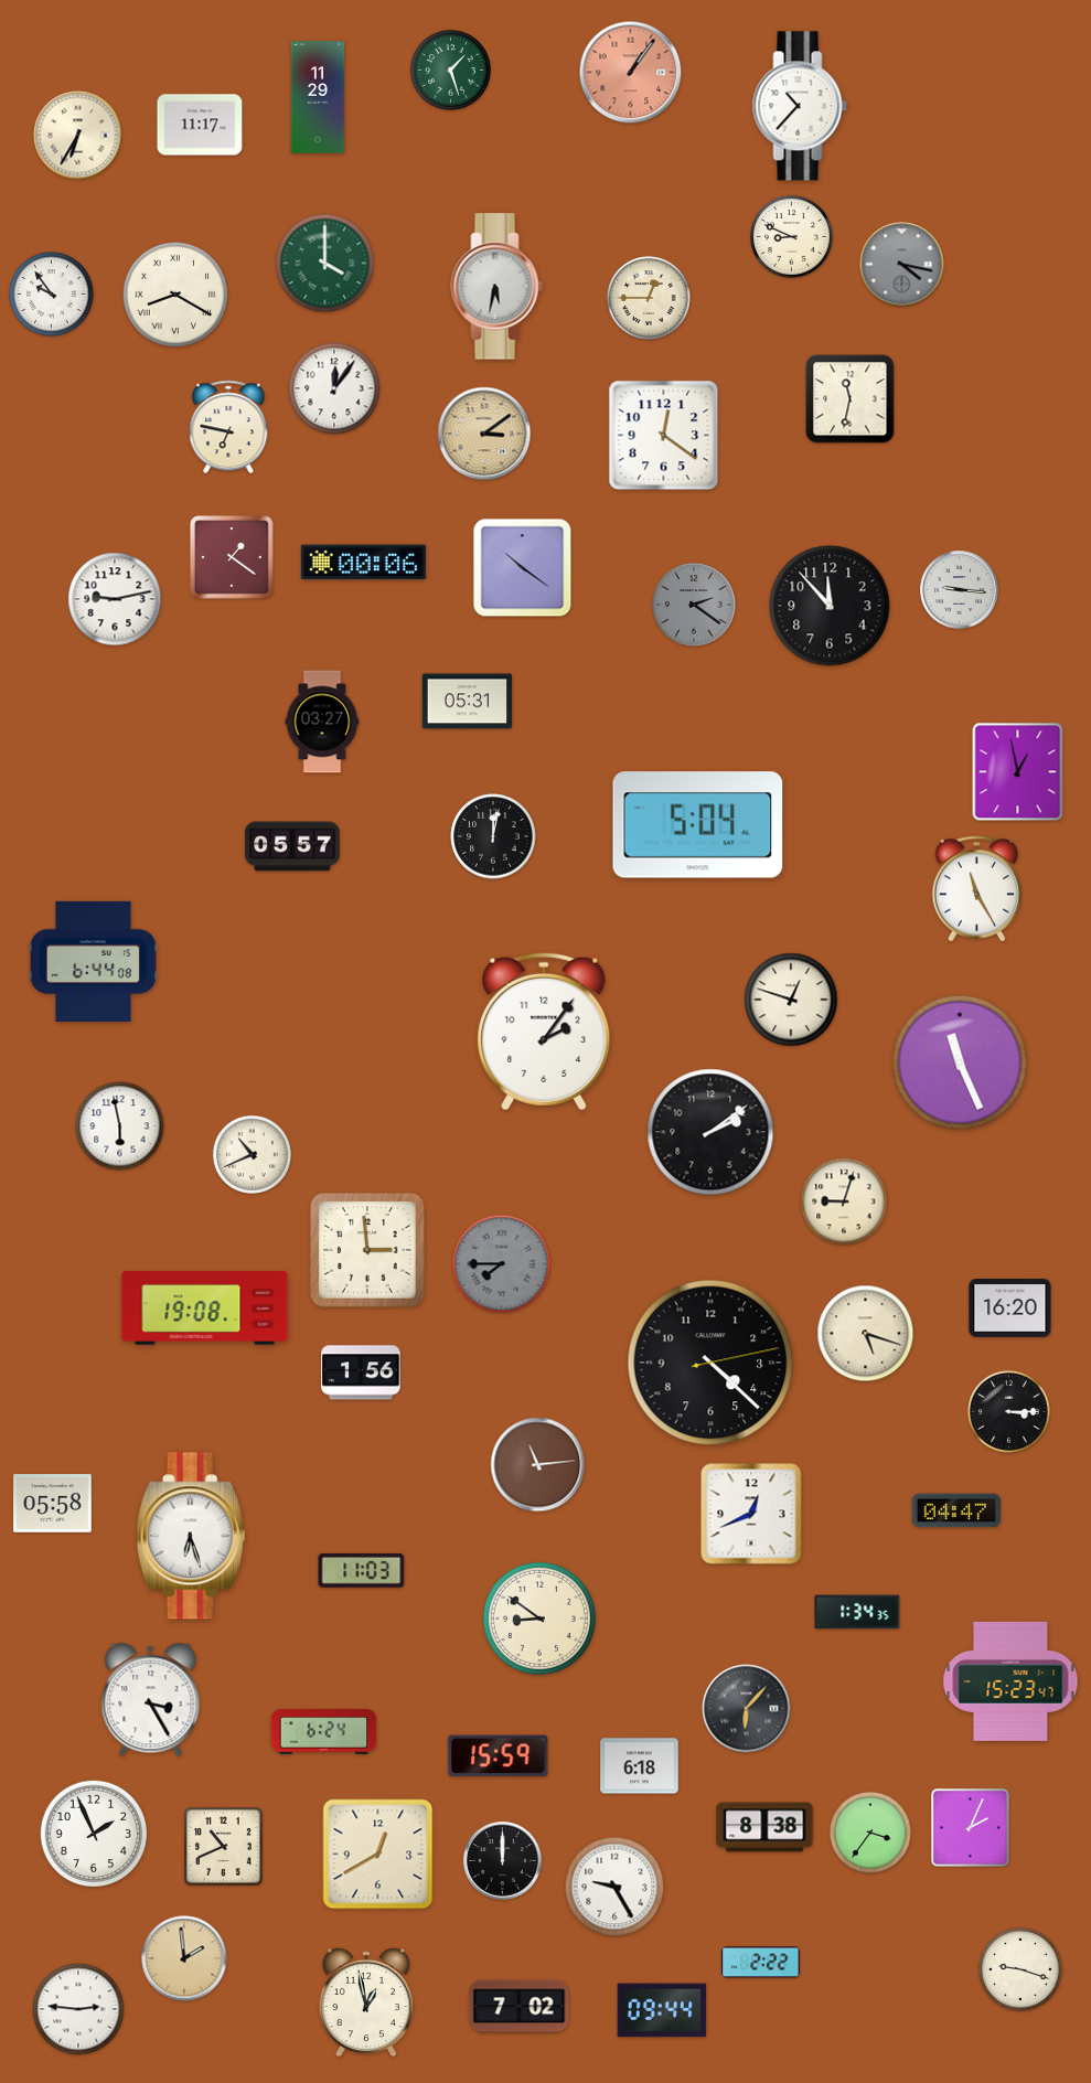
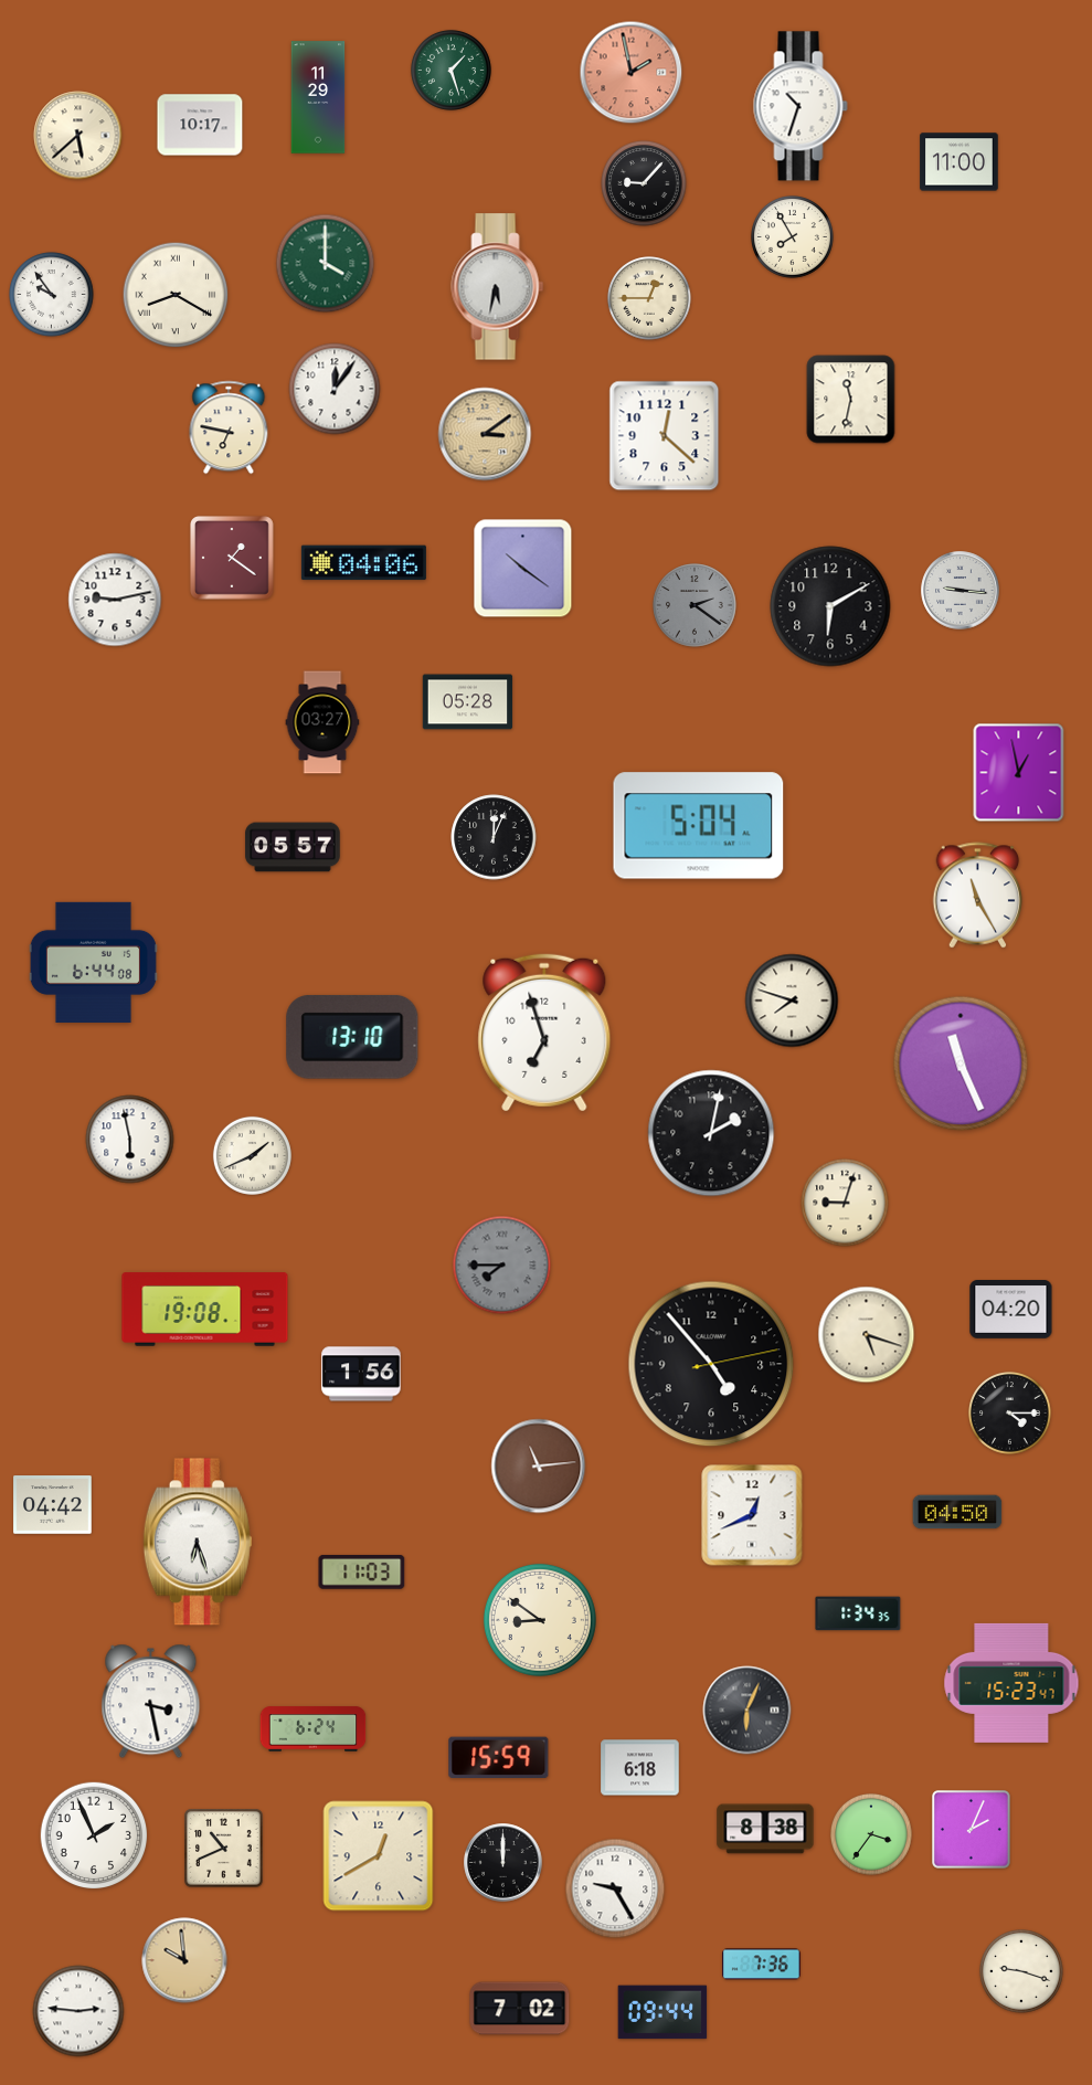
clock at (631, 73): 1:06 -> 1:58
clock at (800, 106): 10:37 -> 10:33
clock at (200, 125): 11:17 -> 10:17
clock at (78, 136): 6:35 -> 5:38
clock at (960, 162): none -> 11:00
clock at (644, 183): none -> 9:07
clock at (792, 237): 8:49 -> 7:55
clock at (902, 265): 4:17 -> none
clock at (664, 436): 12:21 -> 12:22
clock at (363, 563): 00:06 -> 04:06
clock at (830, 606): 11:53 -> 6:10
clock at (468, 702): 05:31 -> 05:28
clock at (493, 836): 12:02 -> 12:04
clock at (977, 889) position: (977, 889) -> (978, 896)
clock at (791, 1000): 12:48 -> 7:48
clock at (544, 1032): 2:06 -> 6:57
clock at (352, 1037): none -> 13:10
clock at (120, 1126) position: (120, 1126) -> (130, 1140)
clock at (710, 1132): 2:09 -> 2:02
clock at (252, 1154): 10:41 -> 1:41
clock at (368, 1251): 2:59 -> none
clock at (1010, 1308): 16:20 -> 04:20
clock at (710, 1363): 4:22 -> 4:53
clock at (1009, 1412): 3:15 -> 4:15
clock at (53, 1504): 05:58 -> 04:42
clock at (956, 1510): 04:47 -> 04:50
clock at (191, 1536) position: (191, 1536) -> (198, 1542)
clock at (151, 1700): 3:25 -> 3:28
clock at (747, 1709): 6:07 -> 6:04
clock at (324, 1732) position: (324, 1732) -> (314, 1729)
clock at (184, 1958): 1:59 -> 9:59
clock at (761, 1963): 2:22 -> 7:36
clock at (365, 2002): 12:58 -> none
